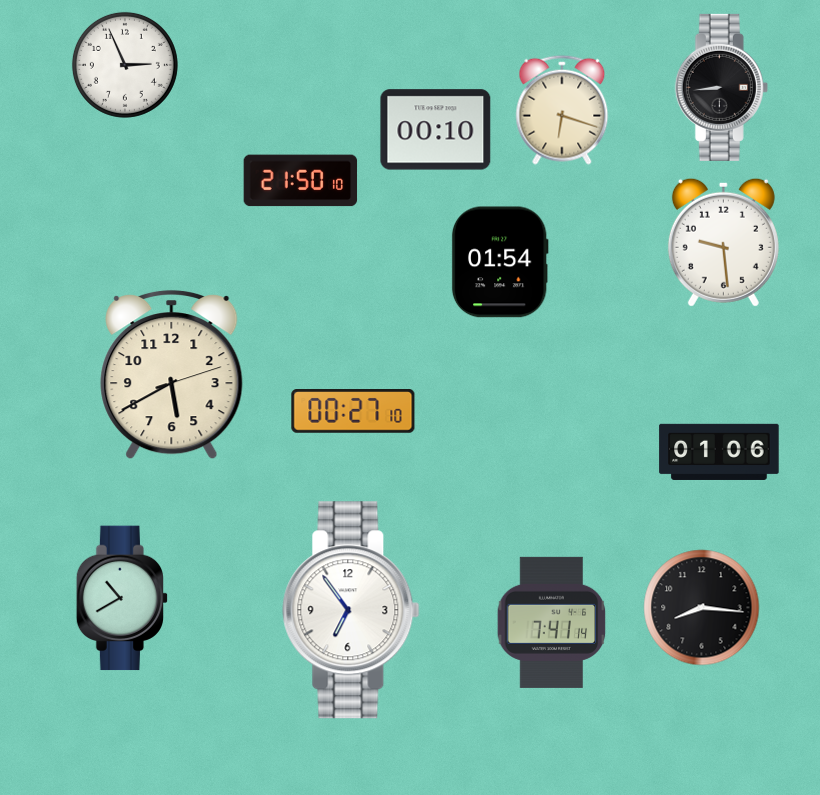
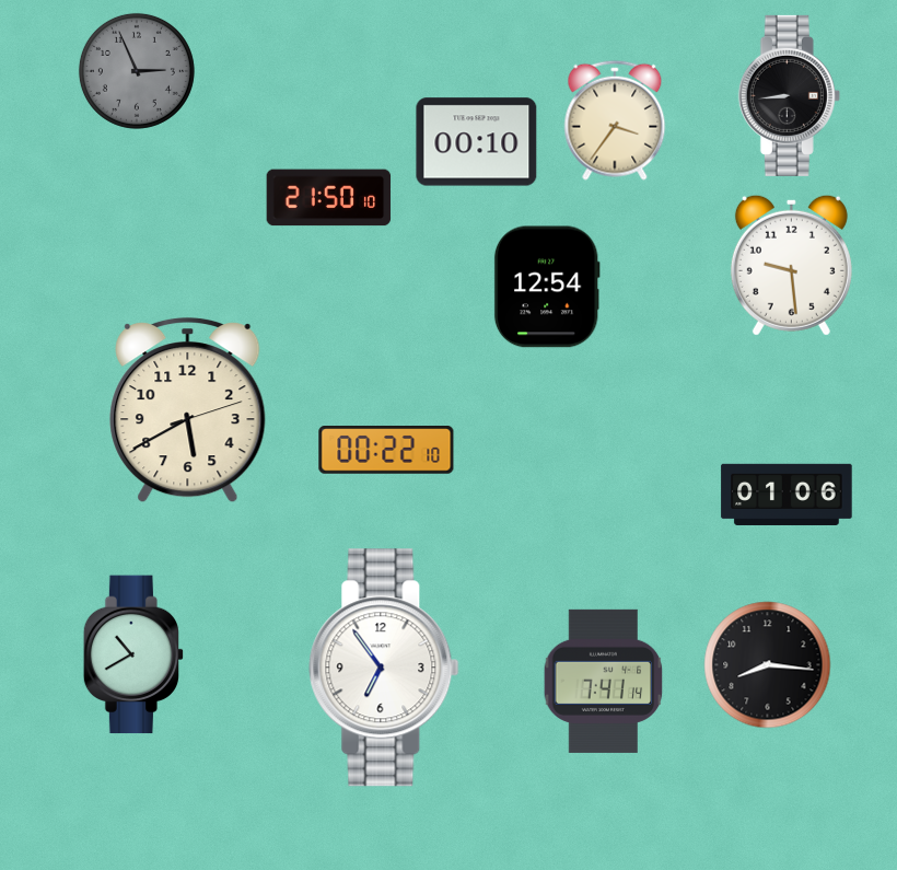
clock at (125, 65) dial: white -> grey
clock at (562, 110): 6:18 -> 3:36
clock at (500, 262): 01:54 -> 12:54
clock at (353, 411): 00:27 -> 00:22
